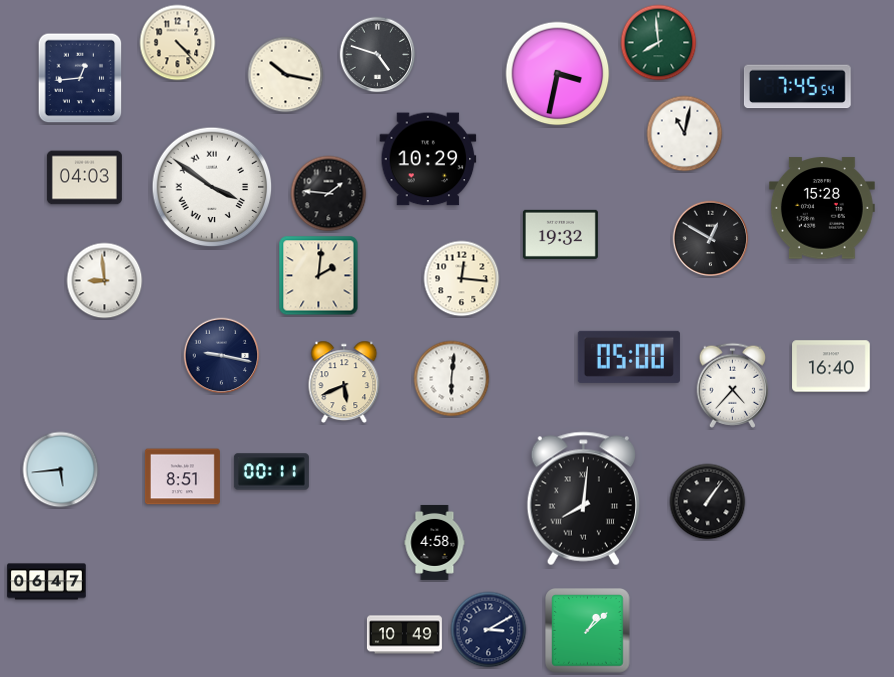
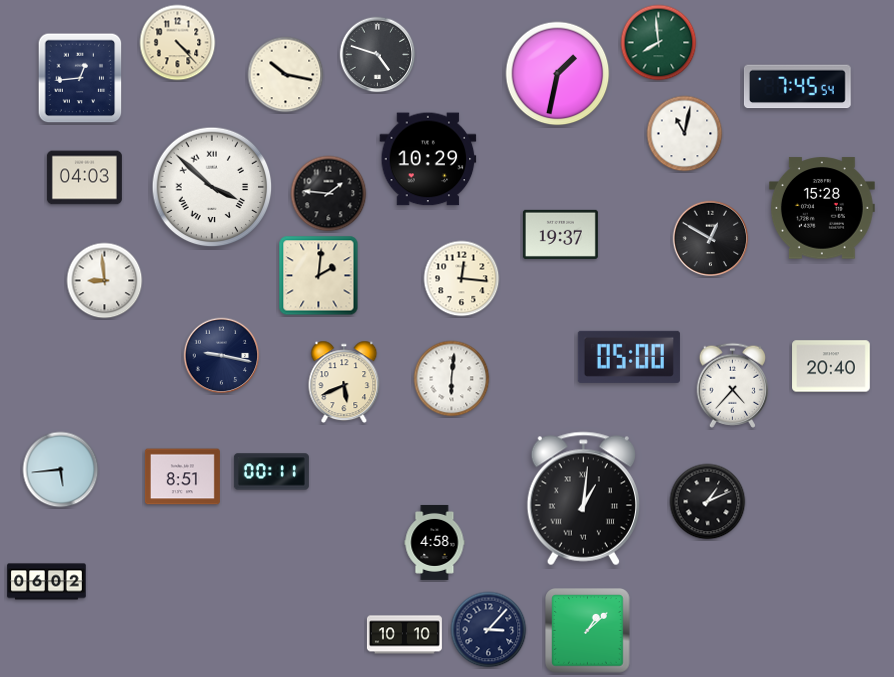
clock at (558, 74): 3:32 -> 1:32
clock at (212, 187): 3:51 -> 3:52
clock at (560, 234): 19:32 -> 19:37
clock at (831, 366): 16:40 -> 20:40
clock at (583, 499): 8:01 -> 1:01
clock at (708, 502): 1:06 -> 1:11
clock at (47, 582): 06:47 -> 06:02
clock at (489, 630): 3:10 -> 3:07
clock at (404, 635): 10:49 -> 10:10
